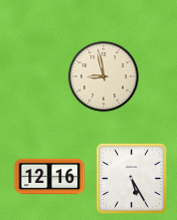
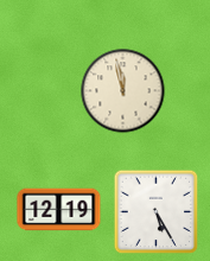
clock at (104, 77): 8:58 -> 11:58
clock at (50, 177): 12:16 -> 12:19
